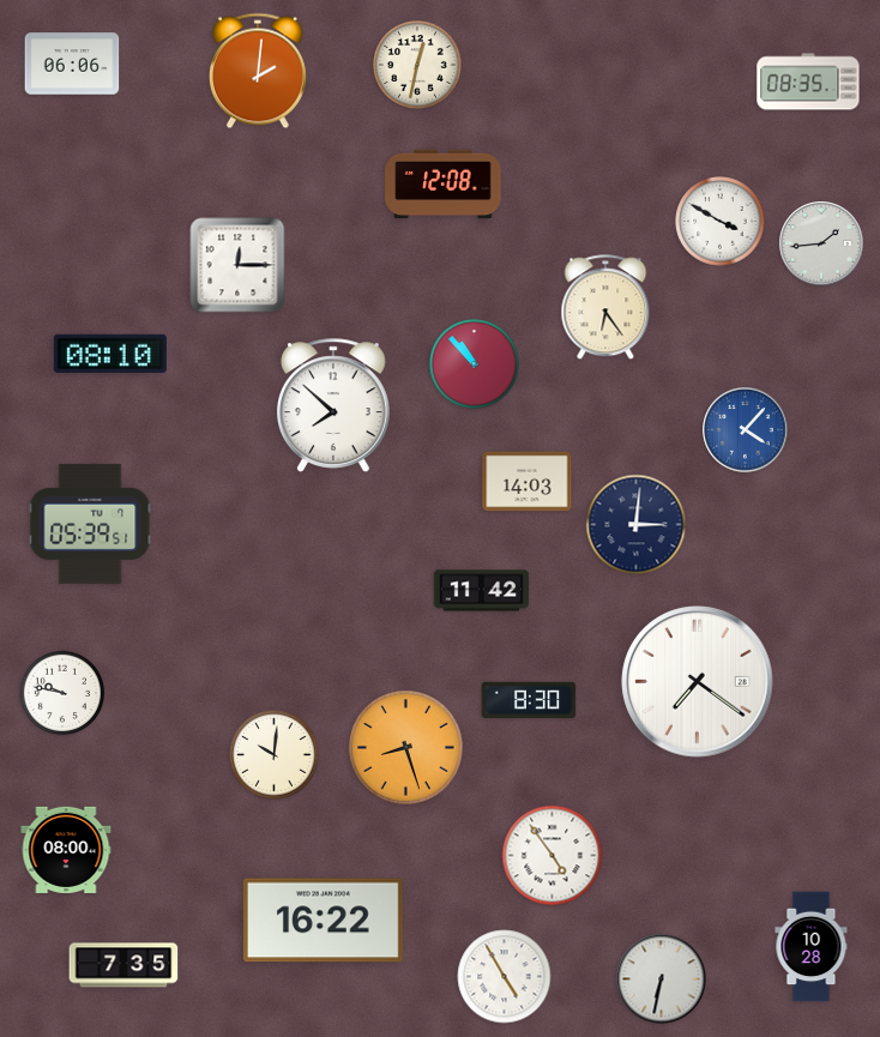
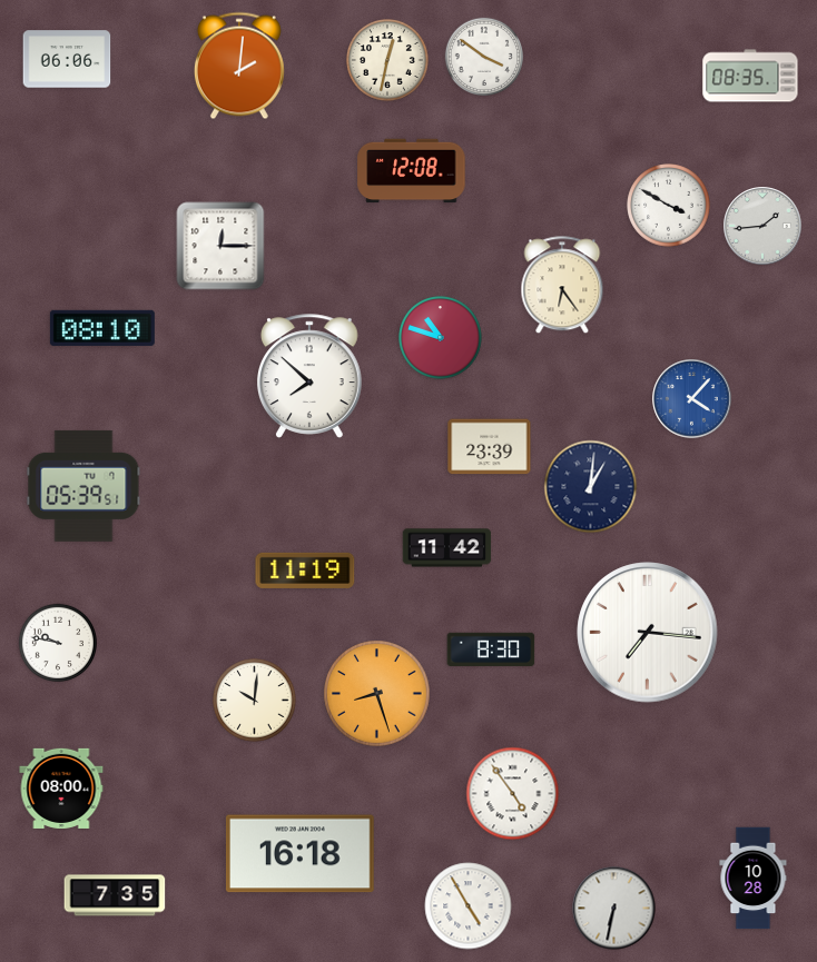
clock at (483, 56): none -> 3:51
clock at (475, 364): 10:53 -> 10:48
clock at (528, 482): 14:03 -> 23:39
clock at (637, 525): 3:01 -> 1:01
clock at (305, 571): none -> 11:19
clock at (698, 682): 7:21 -> 7:16
clock at (323, 921): 16:22 -> 16:18
